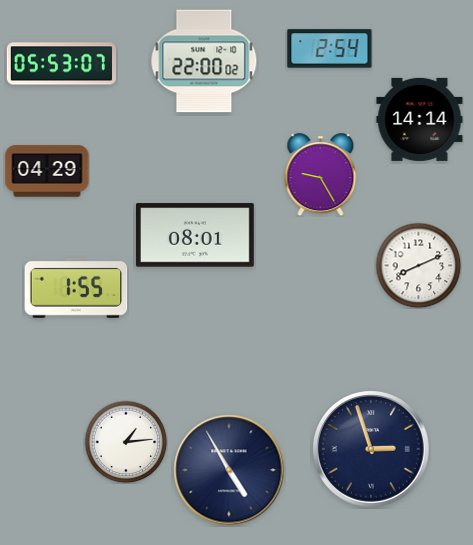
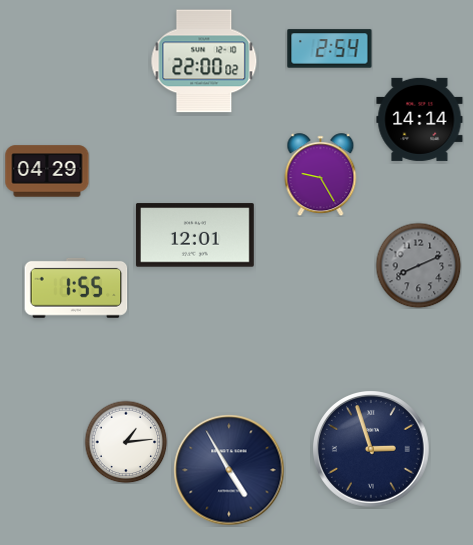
clock at (61, 64): 05:53 -> none
clock at (195, 235): 08:01 -> 12:01
clock at (418, 265) dial: white -> grey
